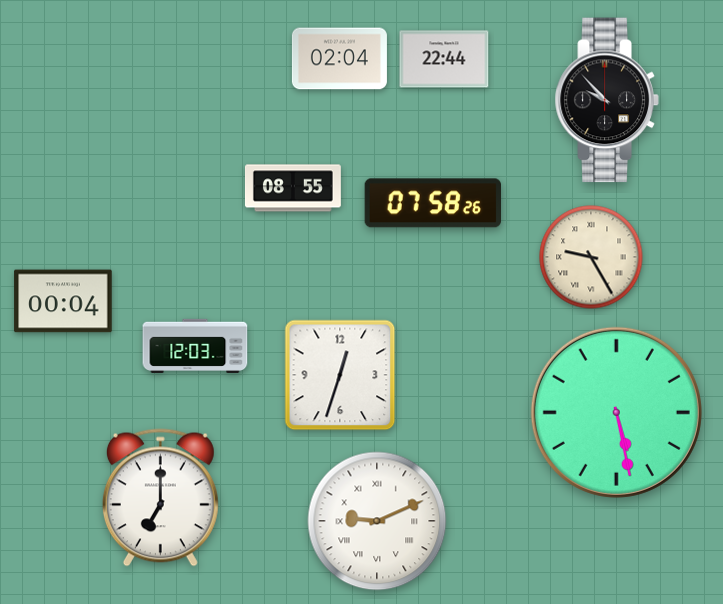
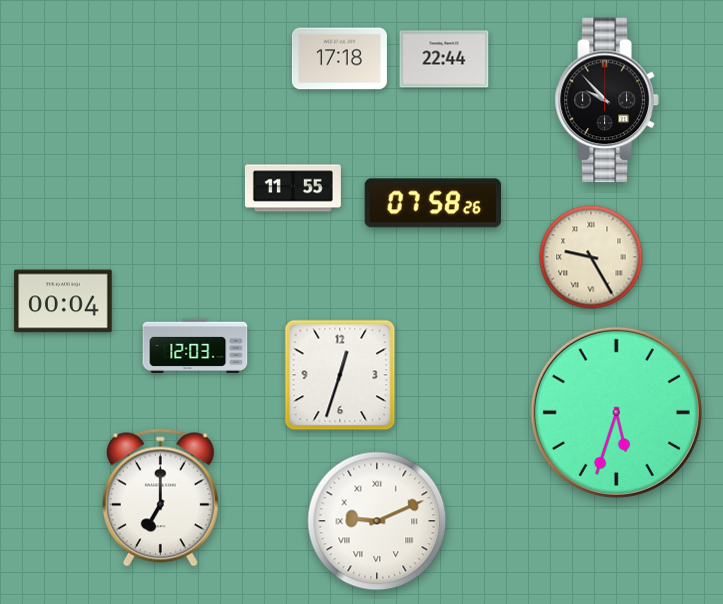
clock at (339, 59): 02:04 -> 17:18
clock at (293, 188): 08:55 -> 11:55
clock at (616, 412): 5:28 -> 5:33
